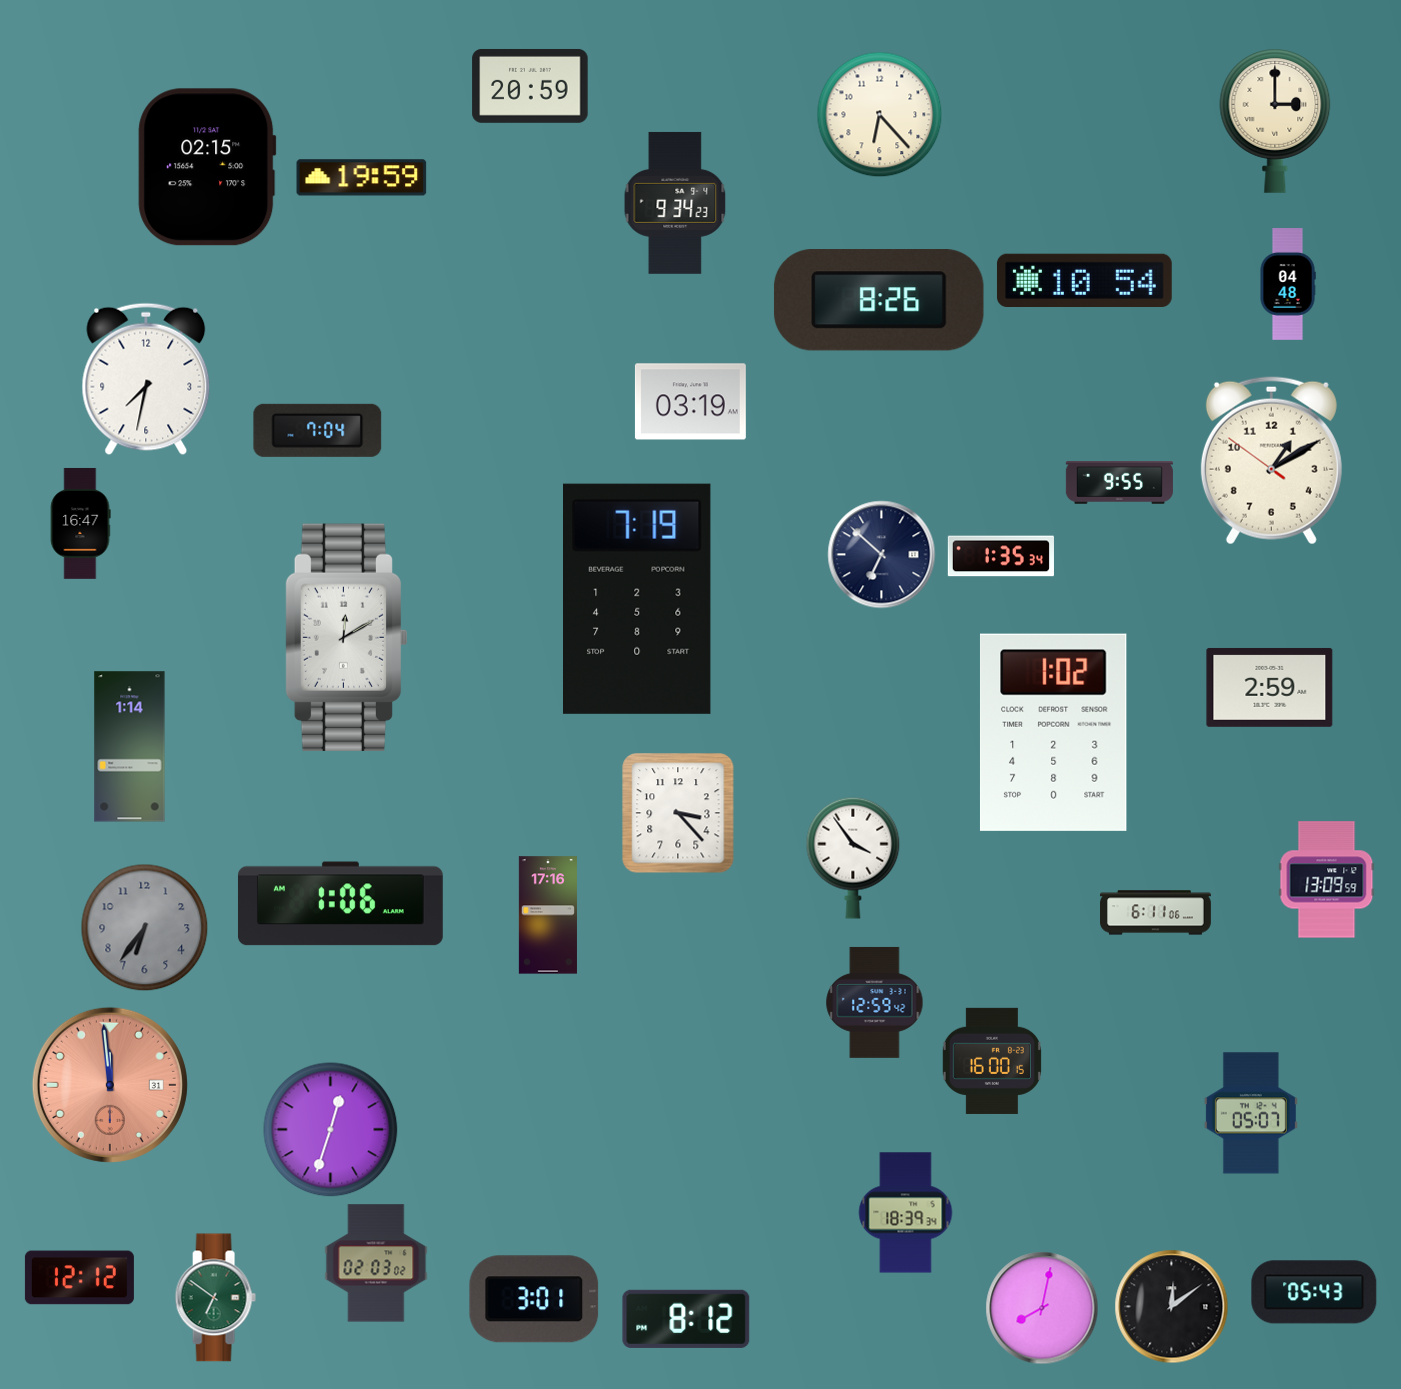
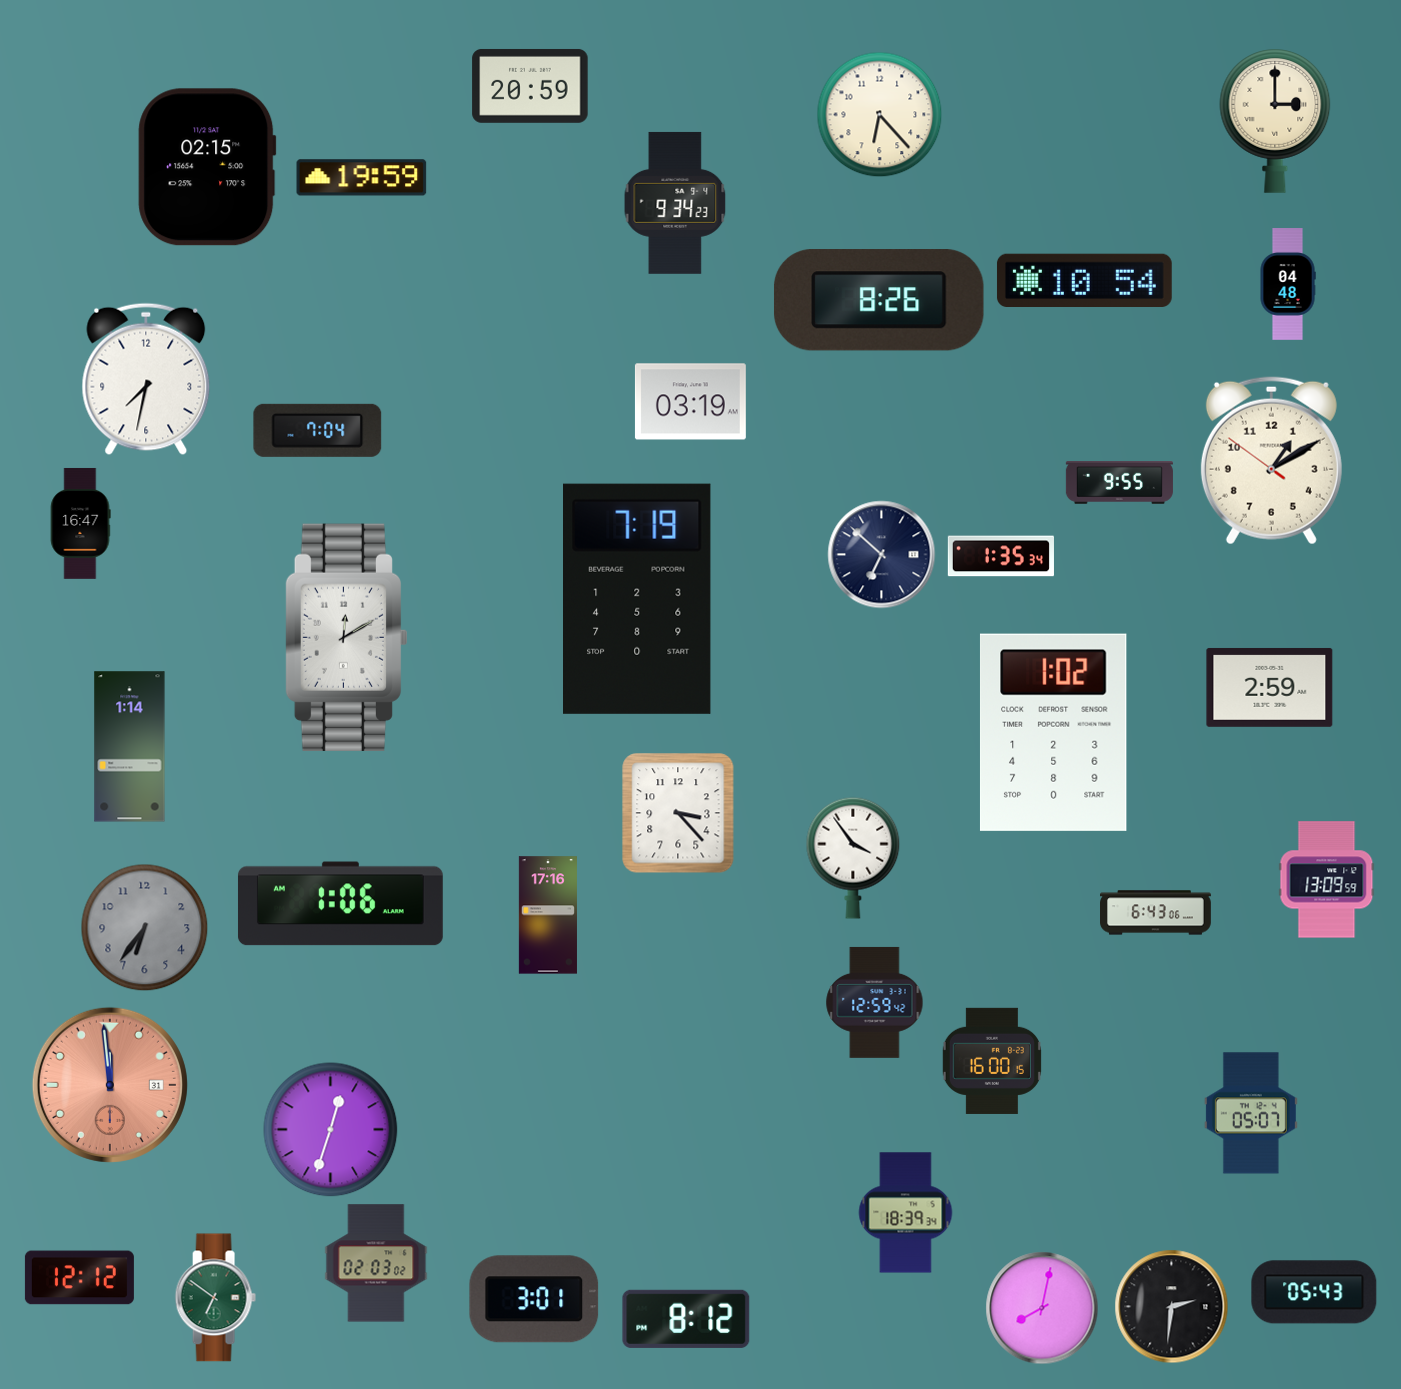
clock at (1156, 913): 6:11 -> 6:43
clock at (1172, 1307): 12:09 -> 2:31
